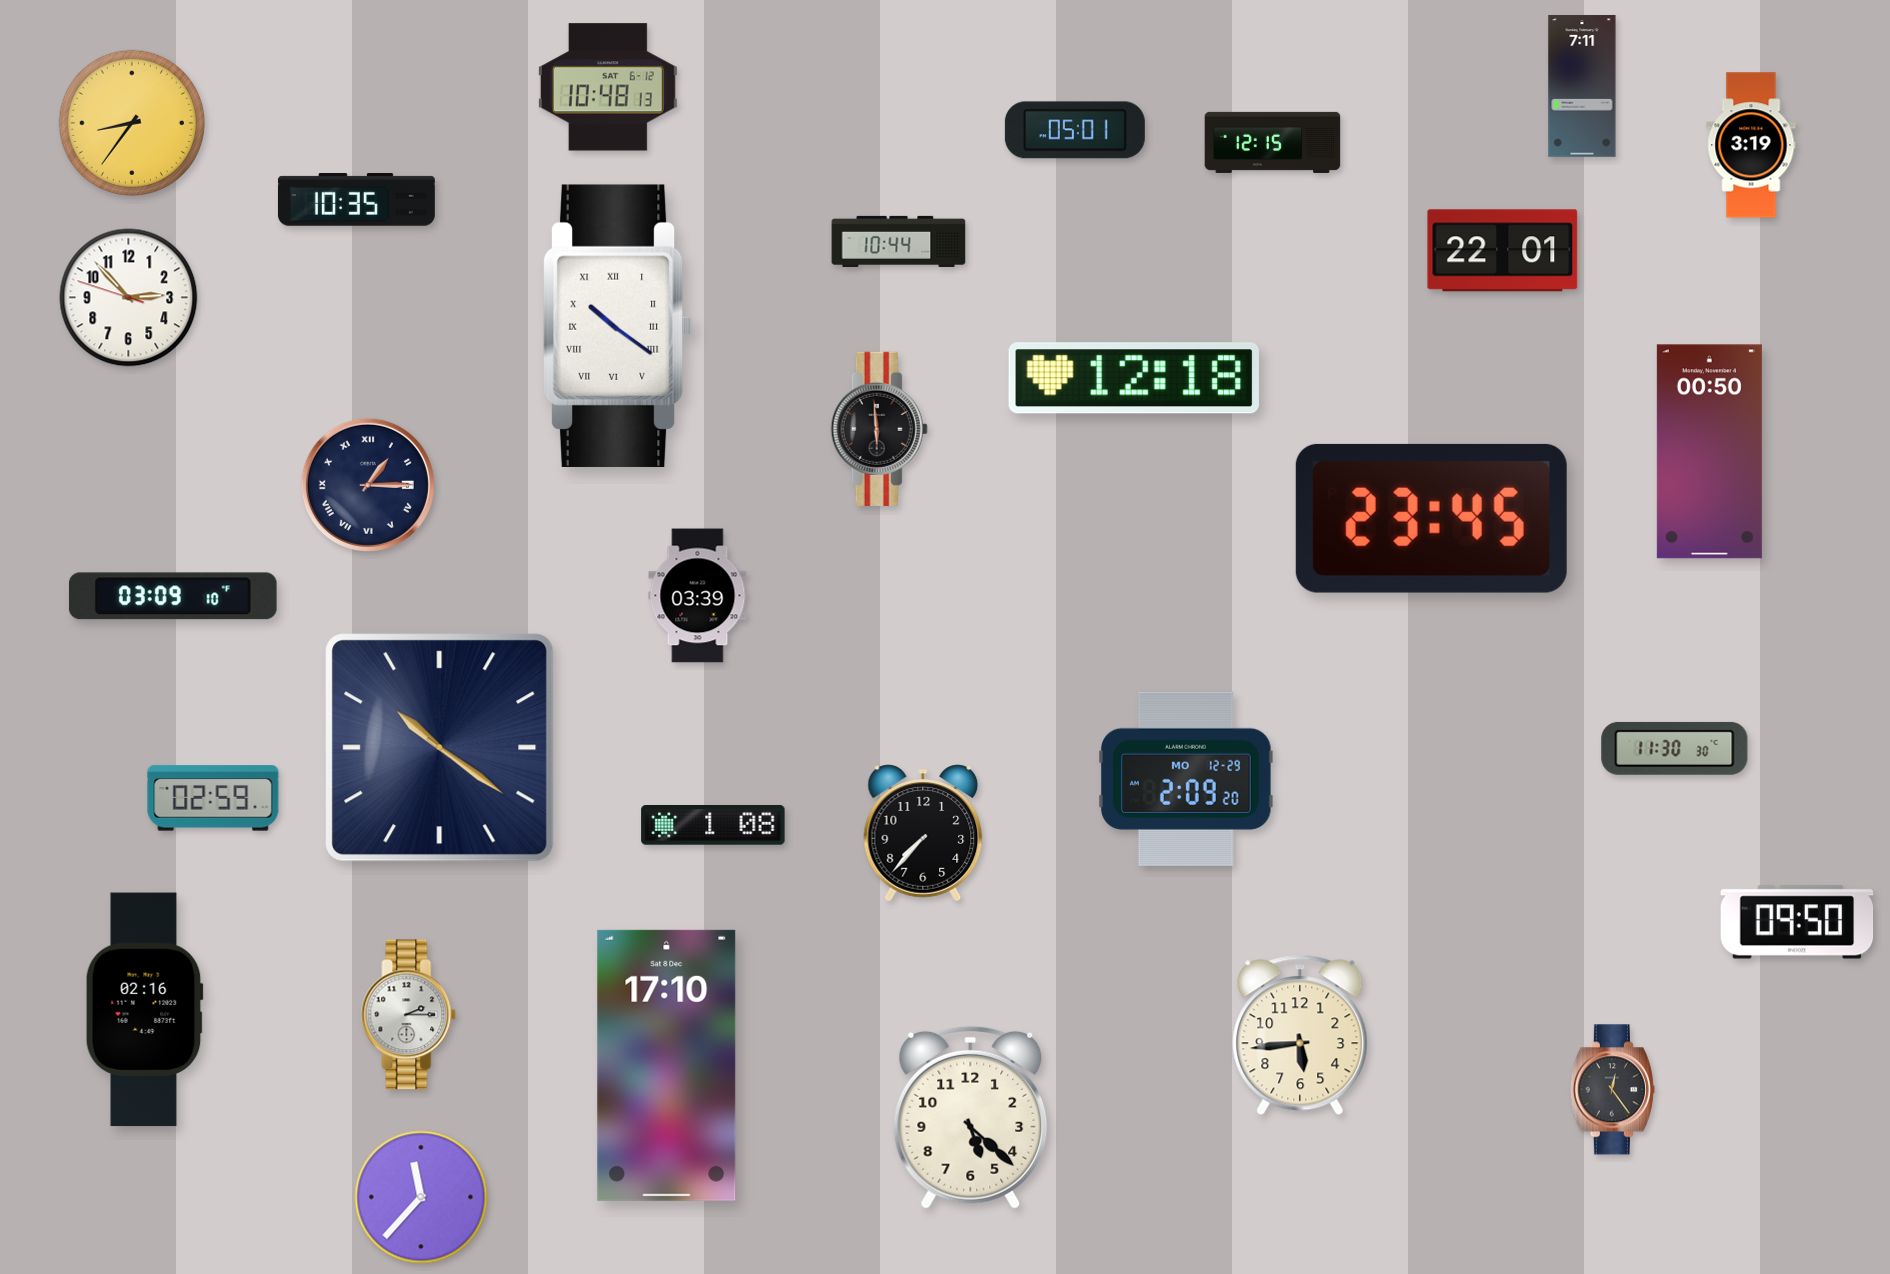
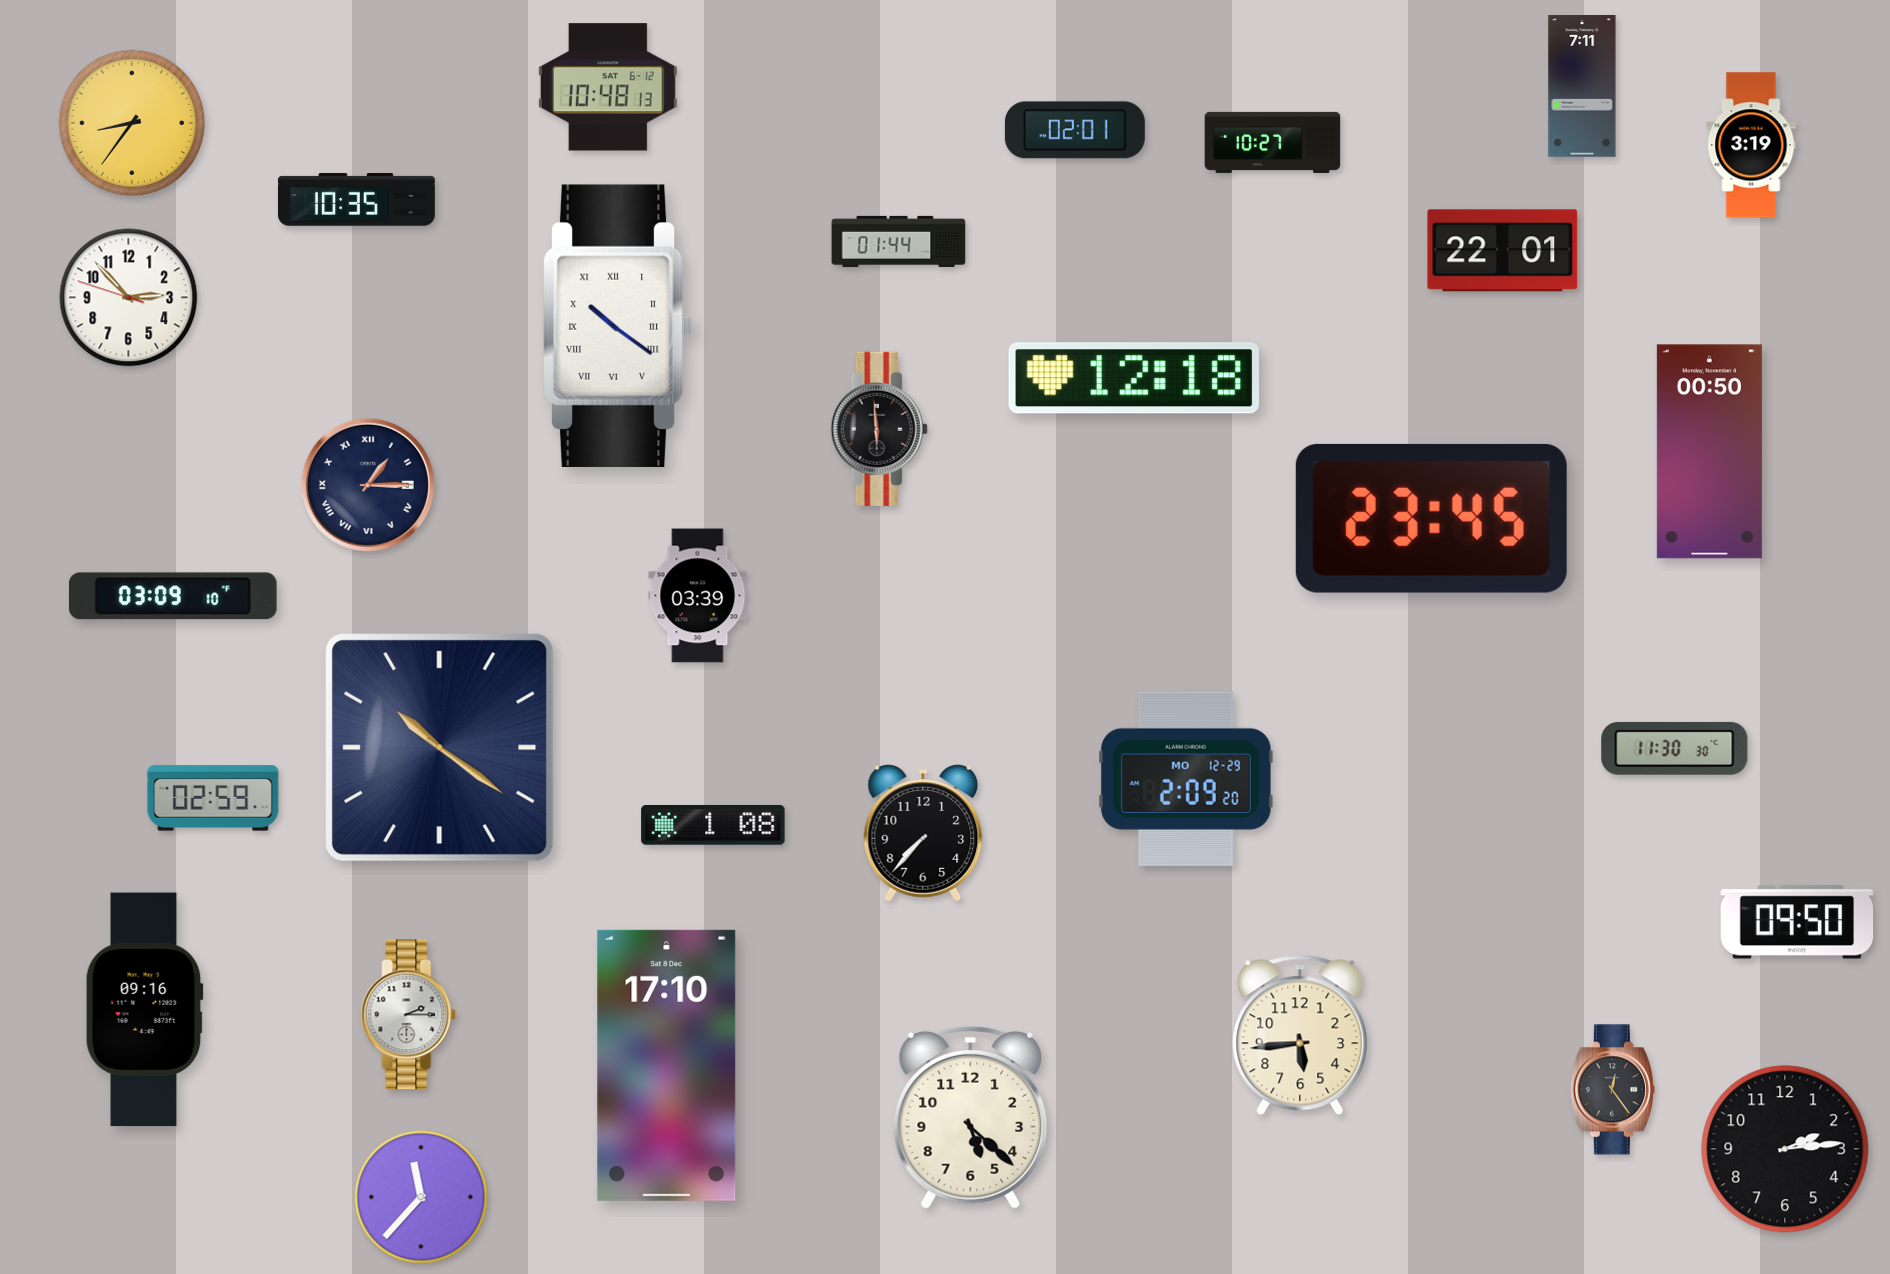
clock at (1075, 130): 05:01 -> 02:01
clock at (1273, 142): 12:15 -> 10:27
clock at (899, 241): 10:44 -> 01:44
clock at (144, 1010): 02:16 -> 09:16
clock at (1785, 1149): none -> 2:14
